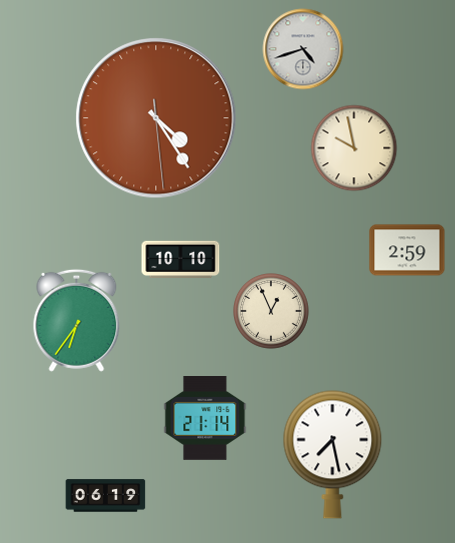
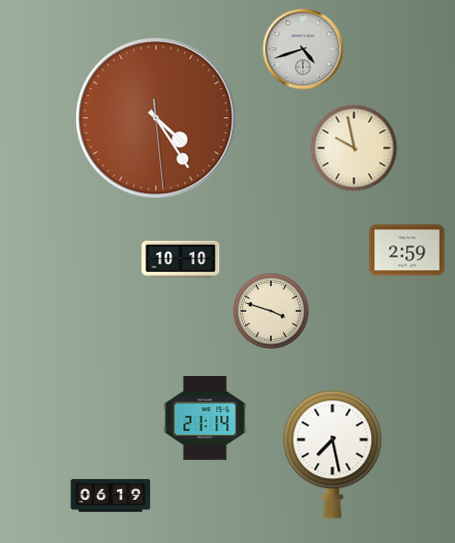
clock at (272, 312): 12:56 -> 3:48
clock at (77, 320): 6:36 -> none
clock at (106, 496) position: (106, 496) -> (111, 496)
